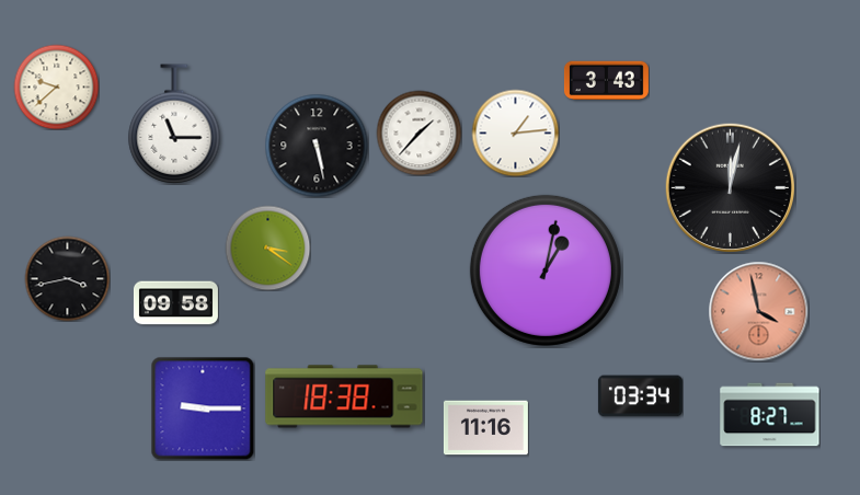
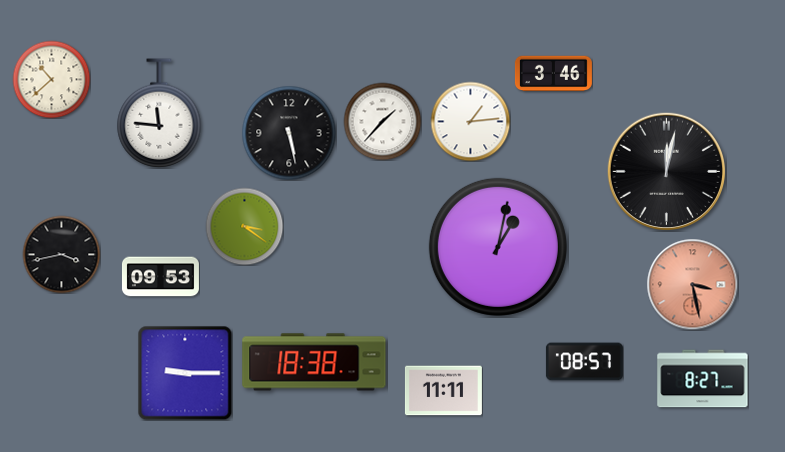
clock at (606, 81): 3:43 -> 3:46
clock at (56, 87): 9:38 -> 10:38
clock at (174, 124): 11:15 -> 11:46
clock at (175, 303): 09:58 -> 09:53
clock at (758, 311): 3:58 -> 3:28
clock at (640, 396): 03:34 -> 08:57
clock at (485, 428): 11:16 -> 11:11
